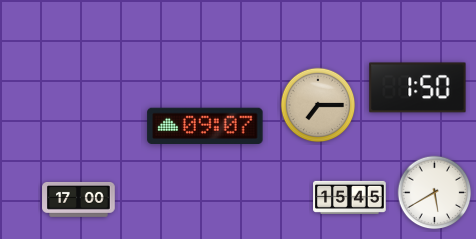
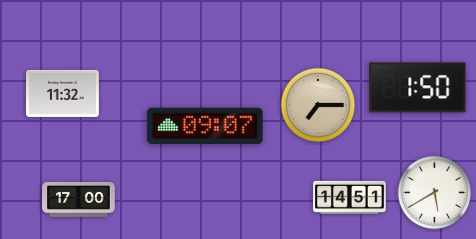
clock at (63, 93): none -> 11:32
clock at (350, 197): 15:45 -> 14:51
